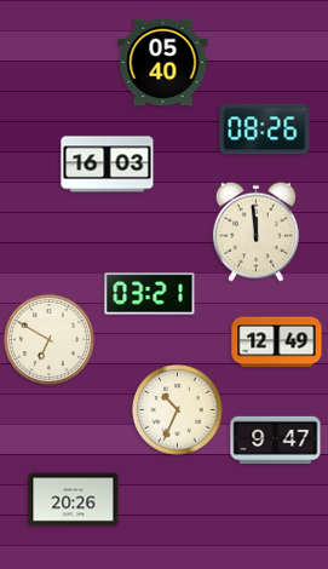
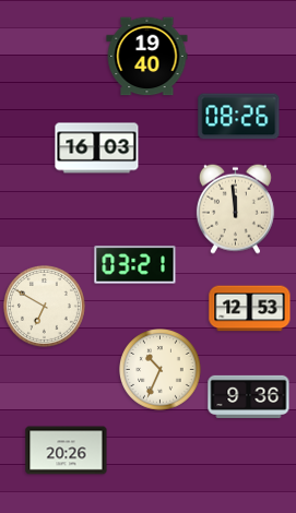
clock at (163, 63): 05:40 -> 19:40
clock at (255, 231) position: (255, 231) -> (235, 208)
clock at (277, 343): 12:49 -> 12:53
clock at (276, 439): 9:47 -> 9:36
